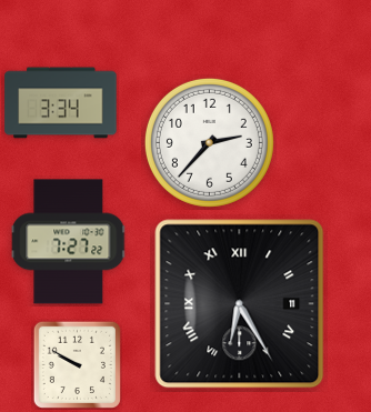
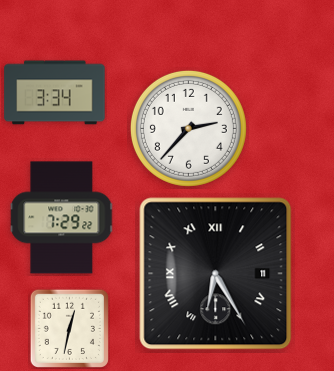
clock at (69, 242): 7:27 -> 7:29
clock at (77, 364): 9:50 -> 12:32
